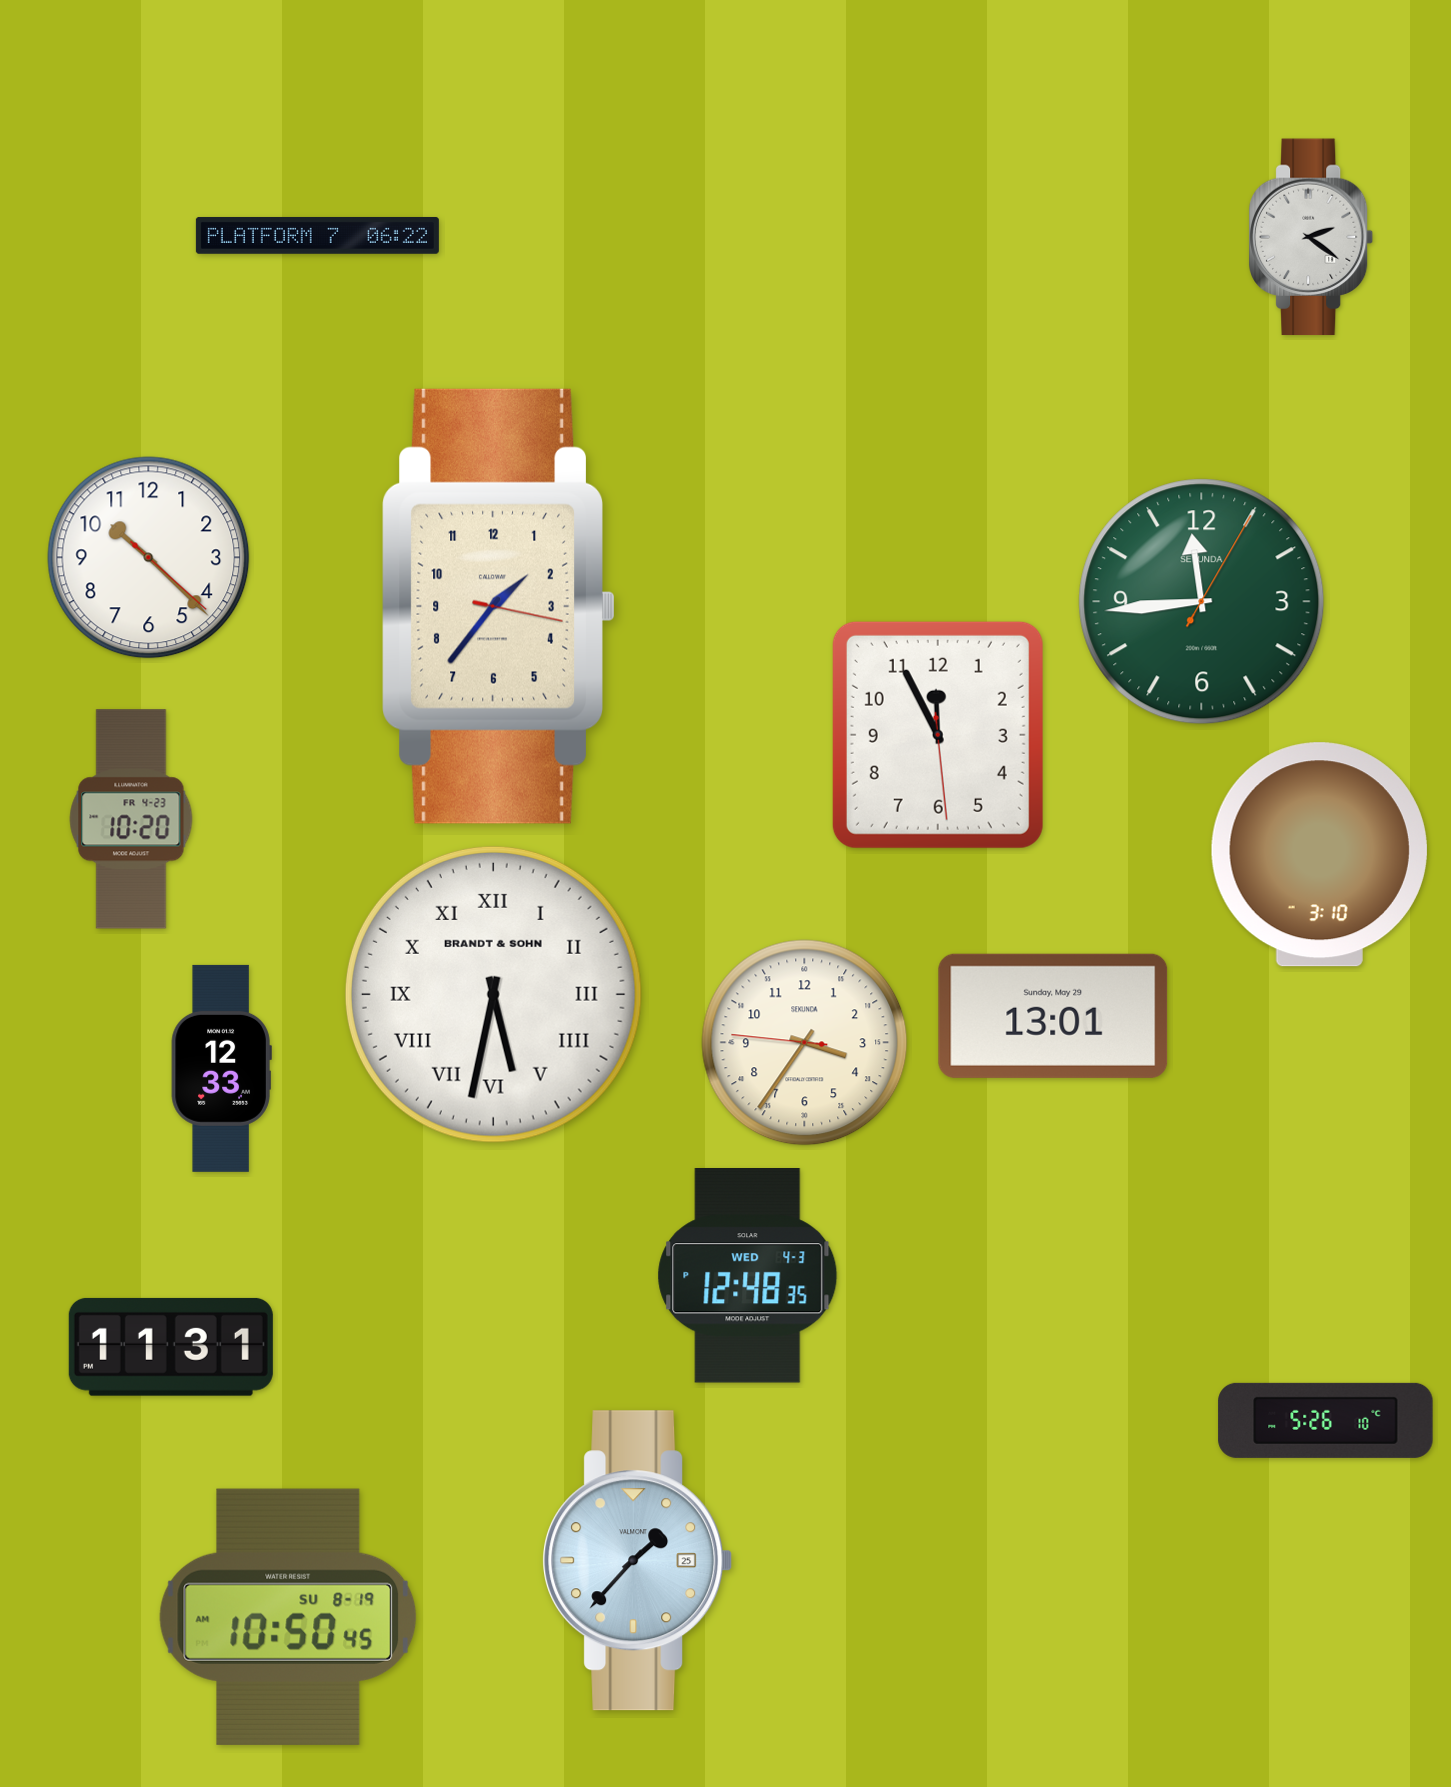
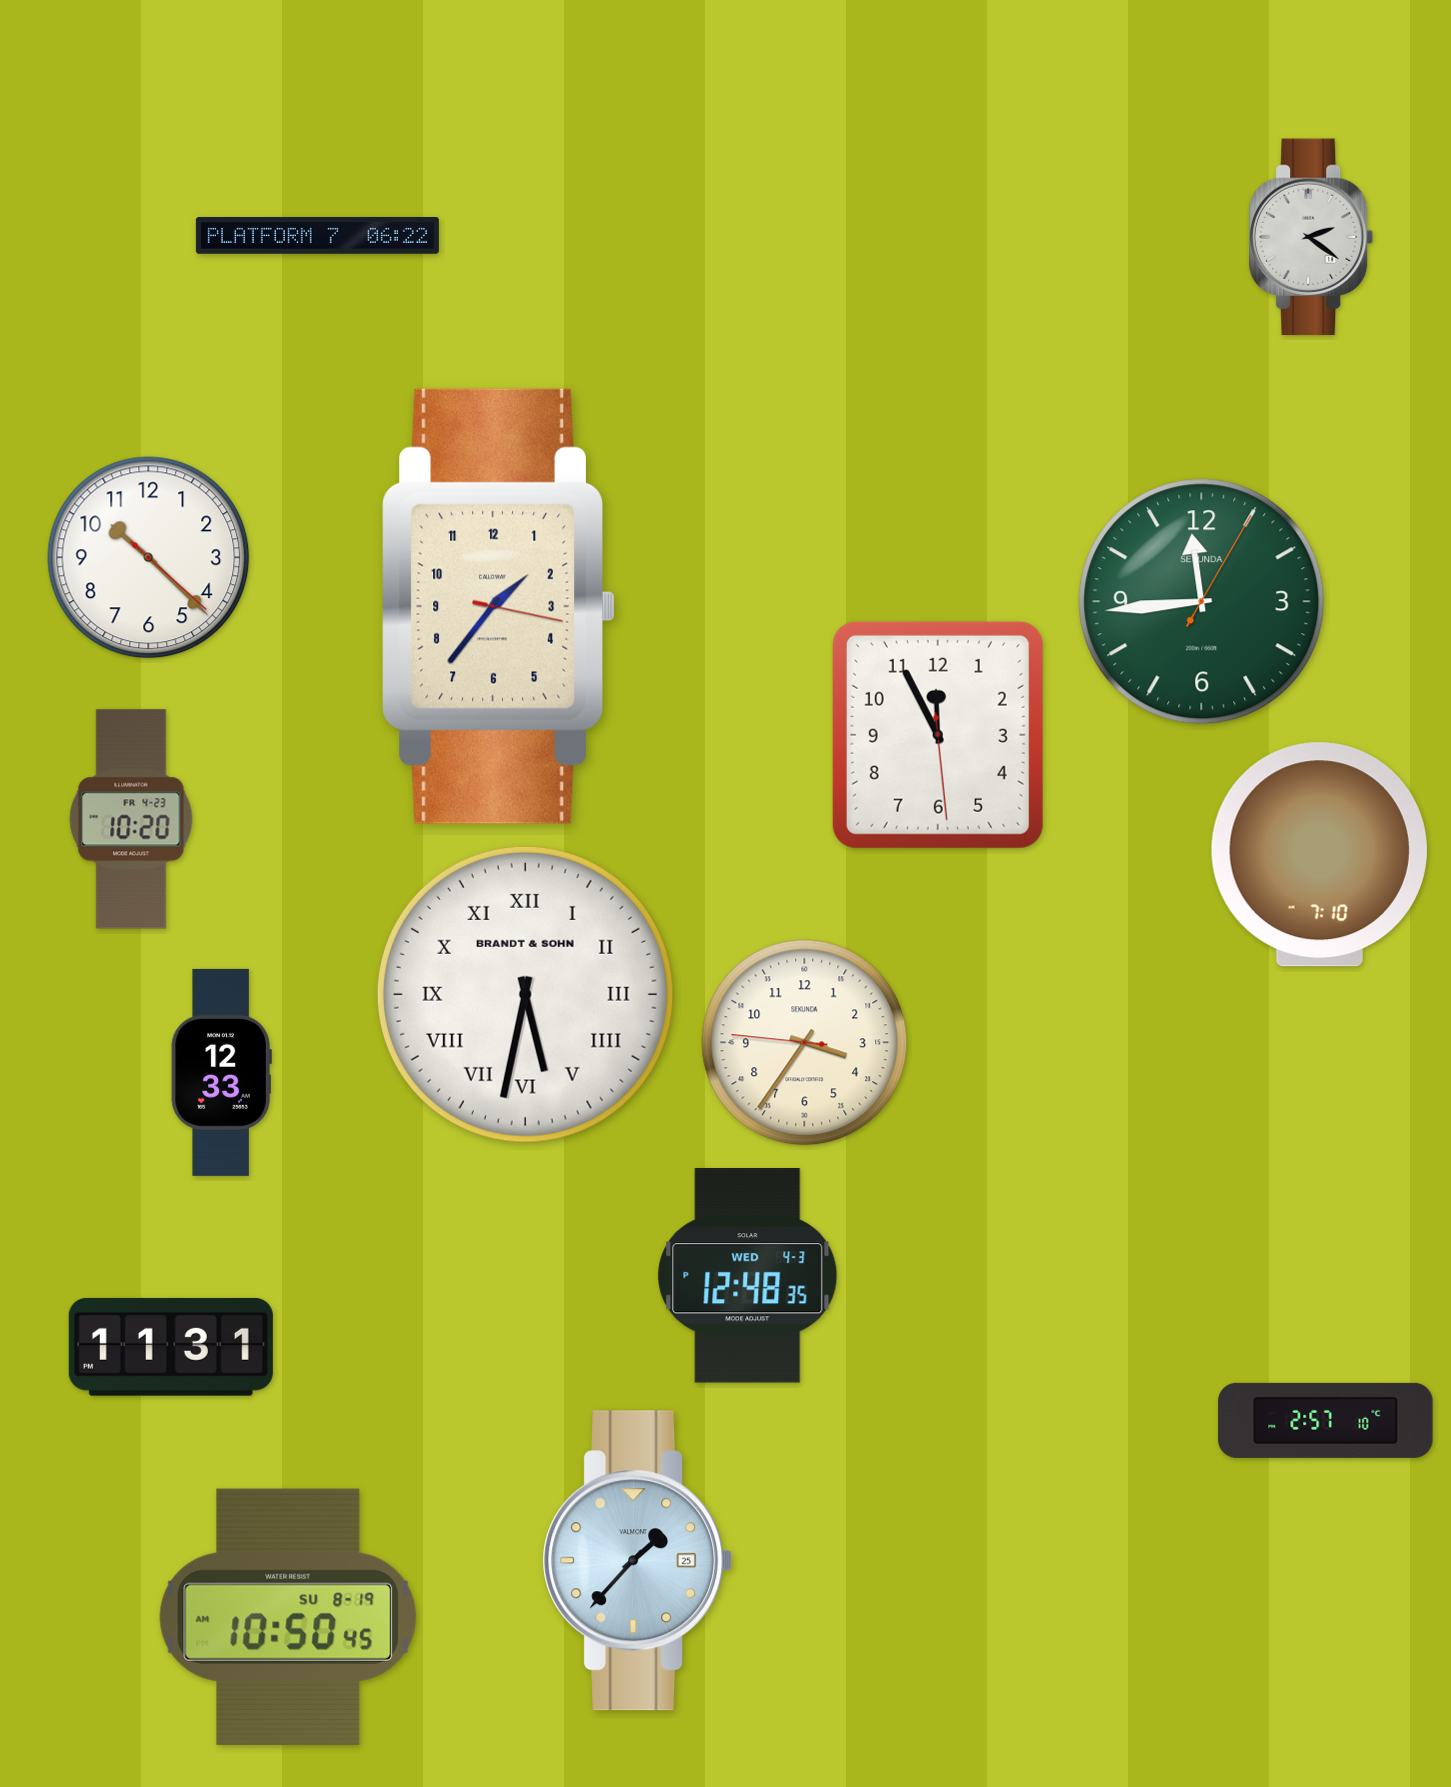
clock at (1319, 855): 3:10 -> 7:10
clock at (493, 994) position: (493, 994) -> (525, 994)
clock at (1053, 1016): 13:01 -> none
clock at (221, 1068) position: (221, 1068) -> (221, 1072)
clock at (1326, 1420): 5:26 -> 2:57
